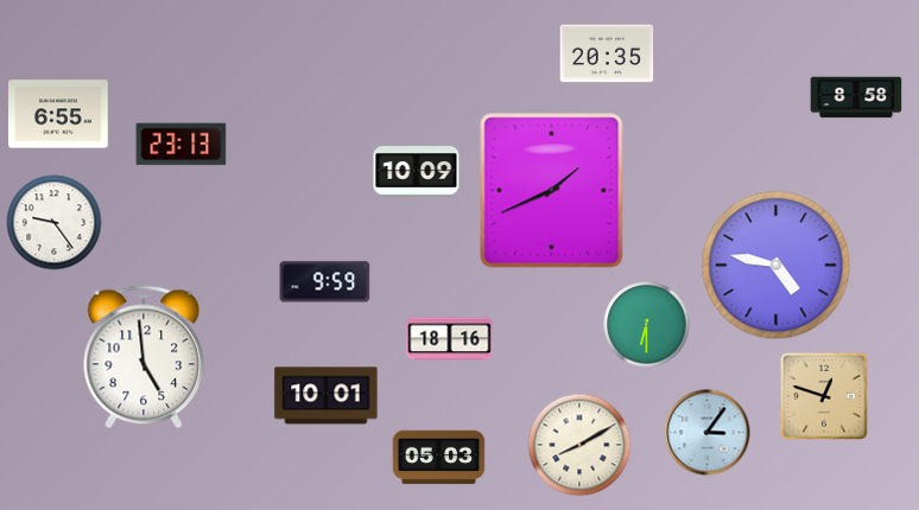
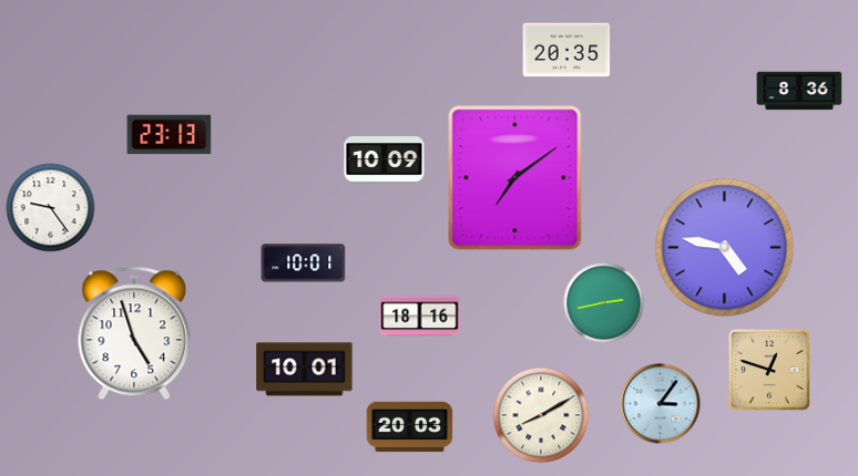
clock at (856, 97): 8:58 -> 8:36
clock at (58, 114): 6:55 -> none
clock at (417, 172) position: (417, 172) -> (385, 161)
clock at (552, 191): 1:41 -> 7:09
clock at (325, 282): 9:59 -> 10:01
clock at (647, 325): 6:30 -> 2:43
clock at (144, 357): 4:59 -> 4:57
clock at (439, 458): 05:03 -> 20:03
